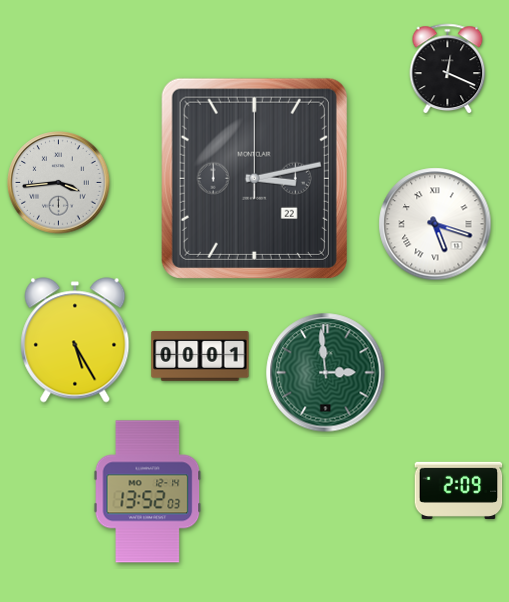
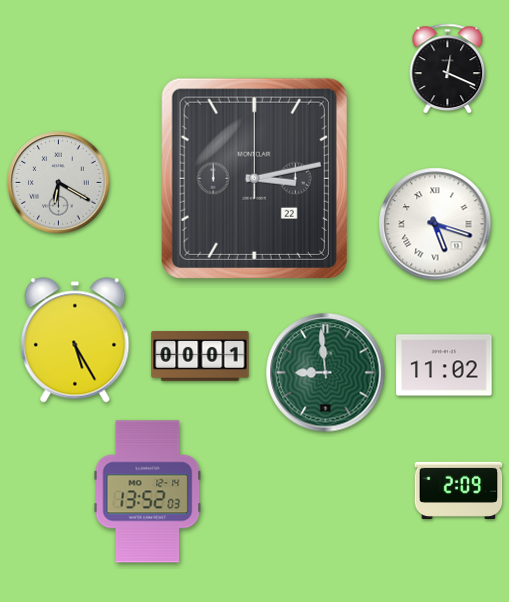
clock at (59, 183): 3:44 -> 6:20
clock at (444, 365): none -> 11:02
clock at (326, 373): 2:59 -> 8:59
